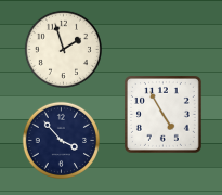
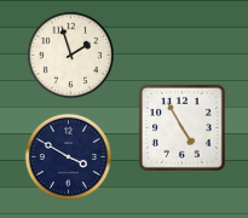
clock at (61, 140): 3:53 -> 3:50
